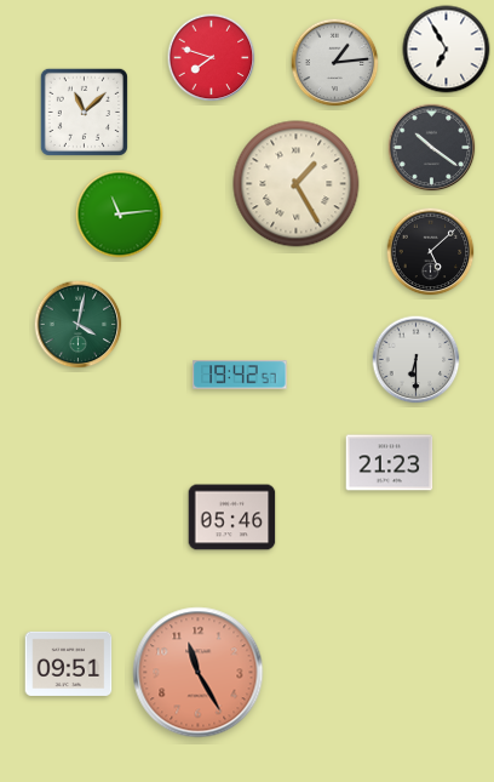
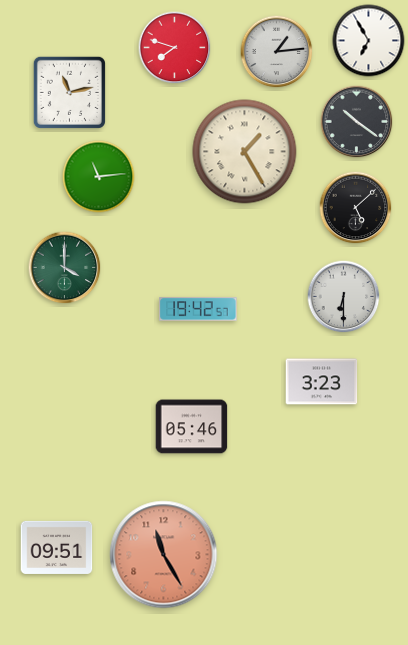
clock at (84, 112): 11:08 -> 11:13
clock at (79, 325): 4:02 -> 4:00
clock at (390, 463): 21:23 -> 3:23
